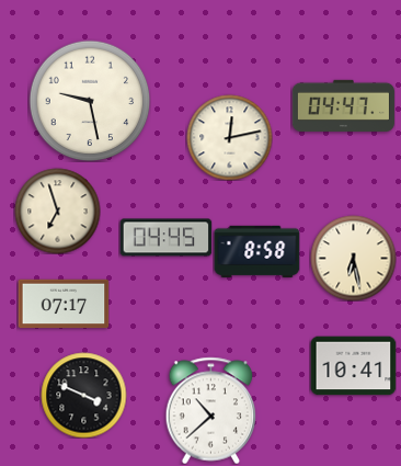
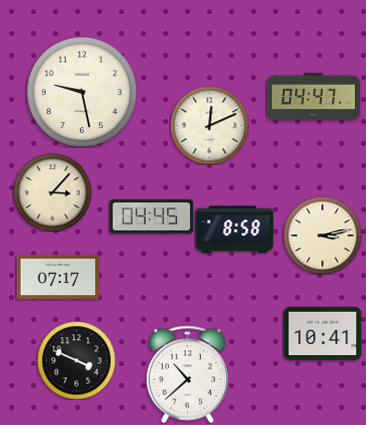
clock at (229, 137): 12:13 -> 12:11
clock at (57, 211): 6:57 -> 3:07
clock at (353, 258): 6:28 -> 3:13
clock at (211, 410) position: (211, 410) -> (188, 374)
